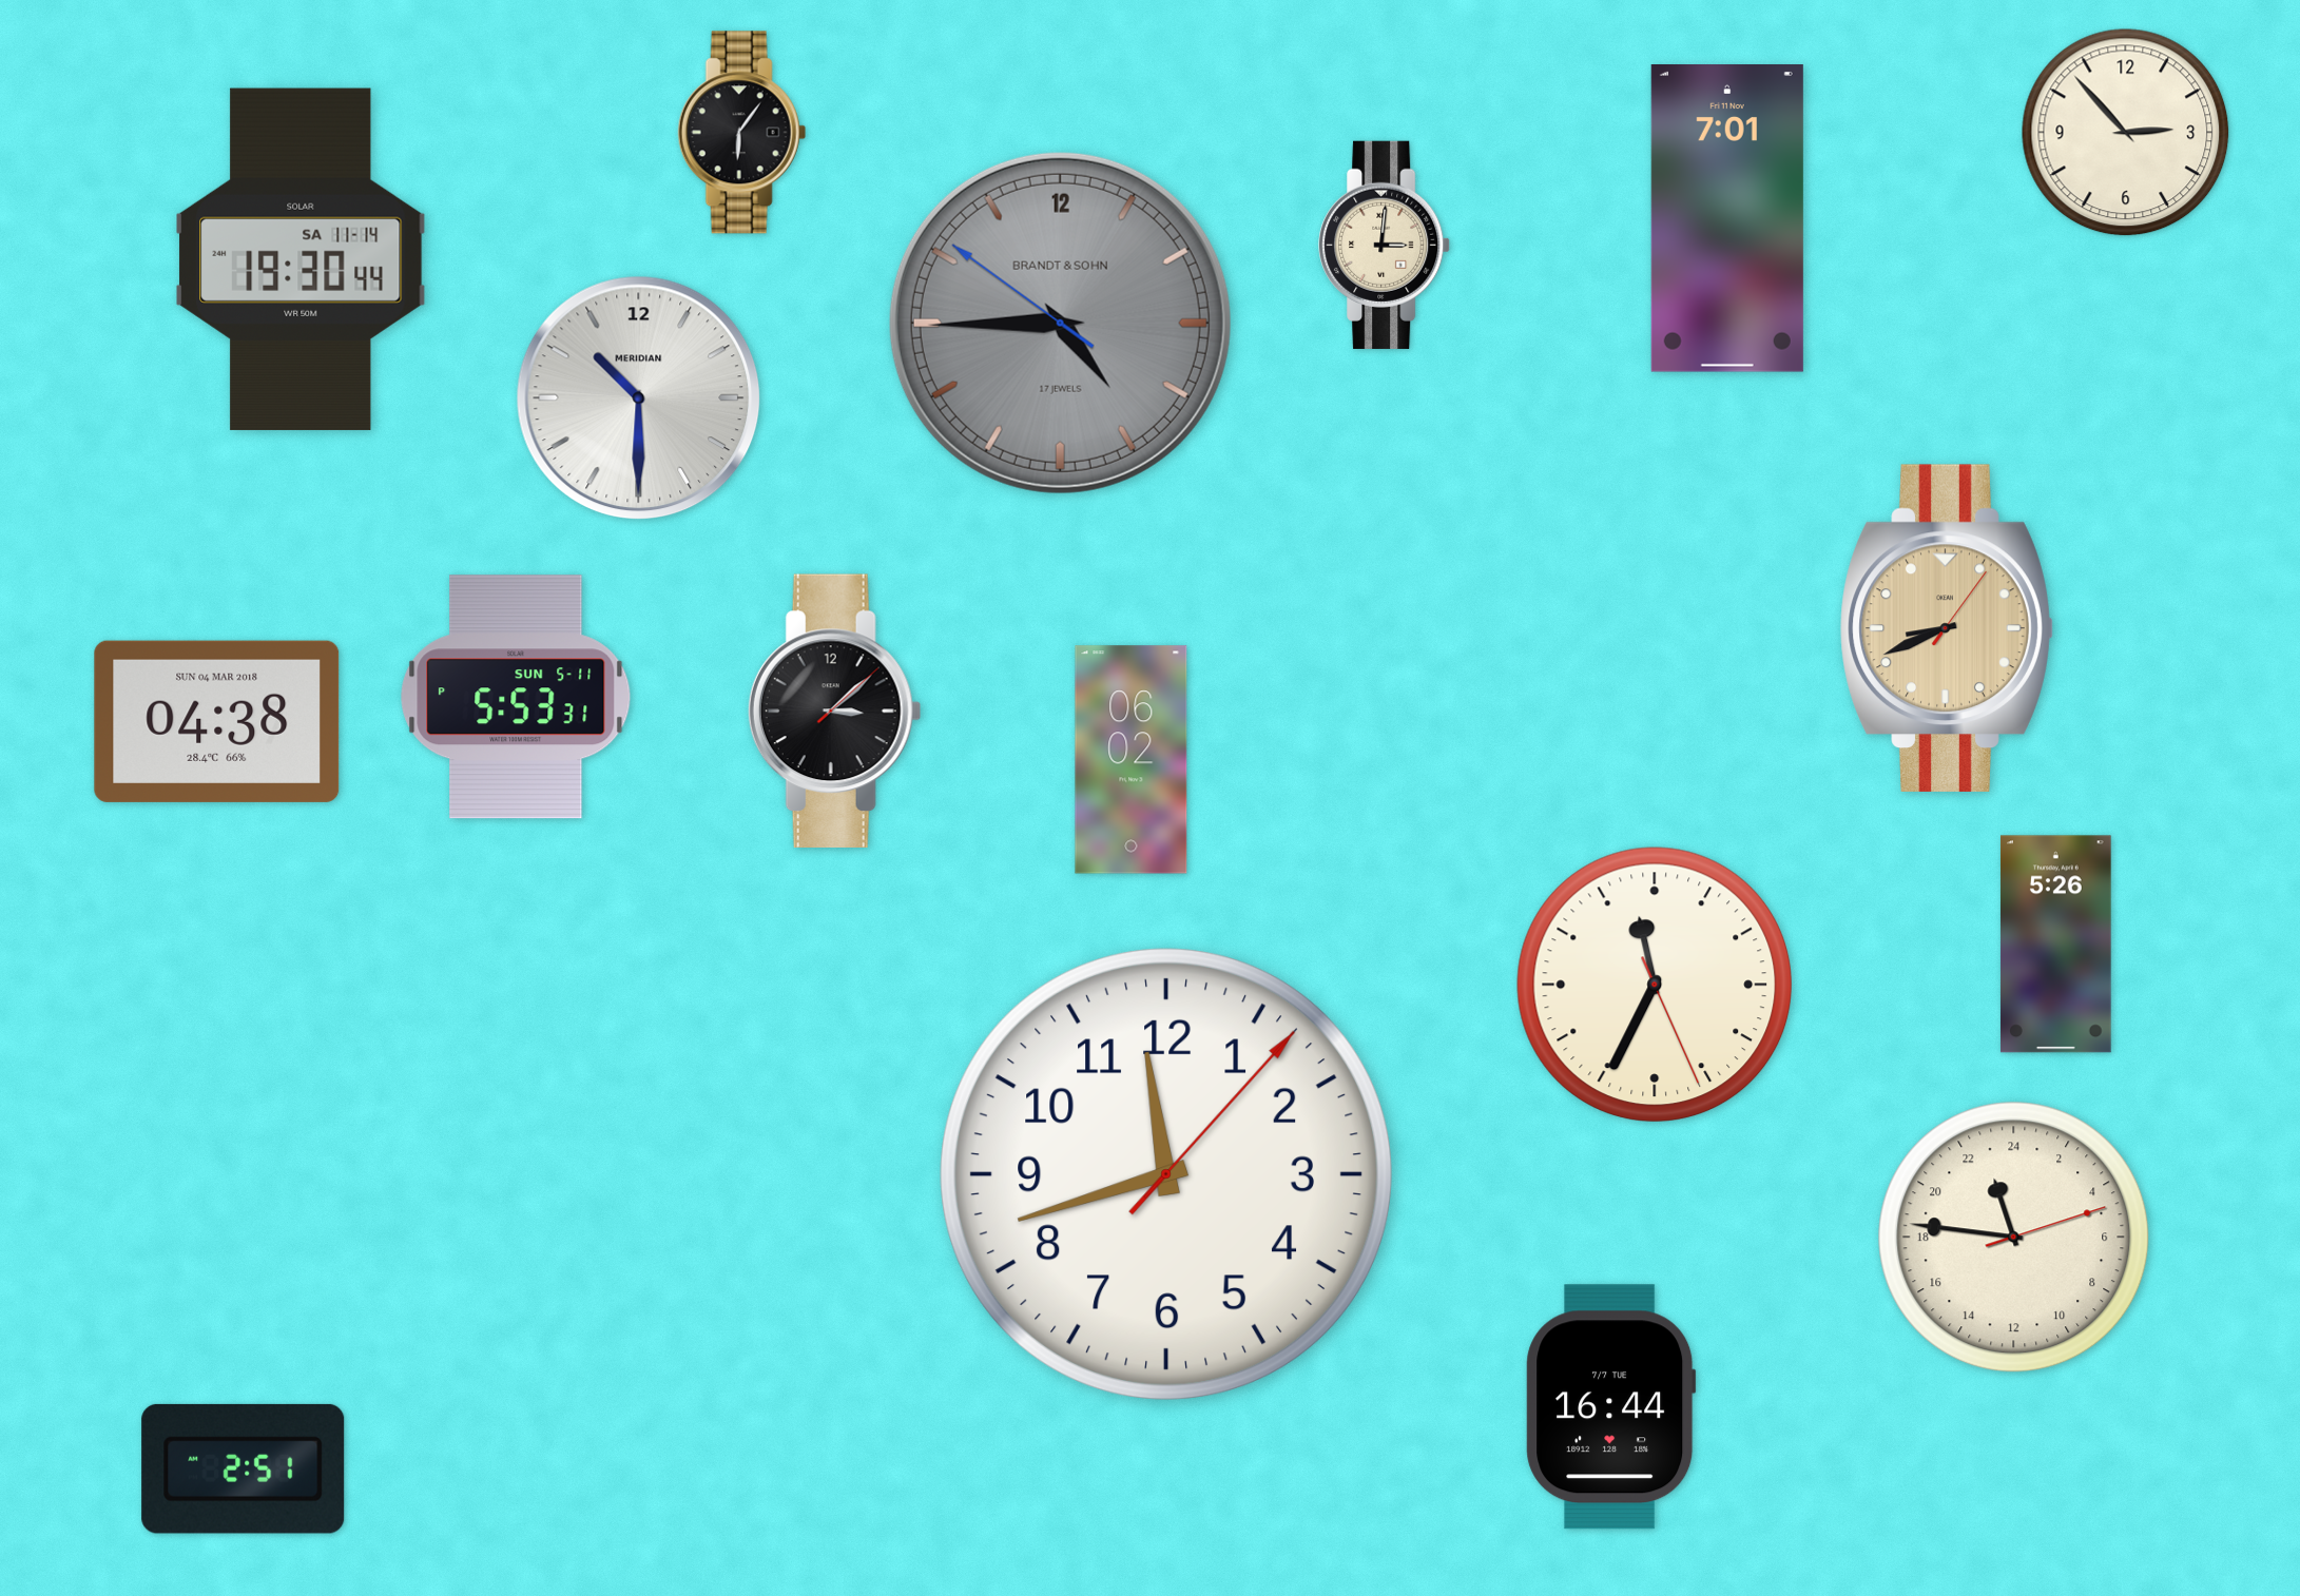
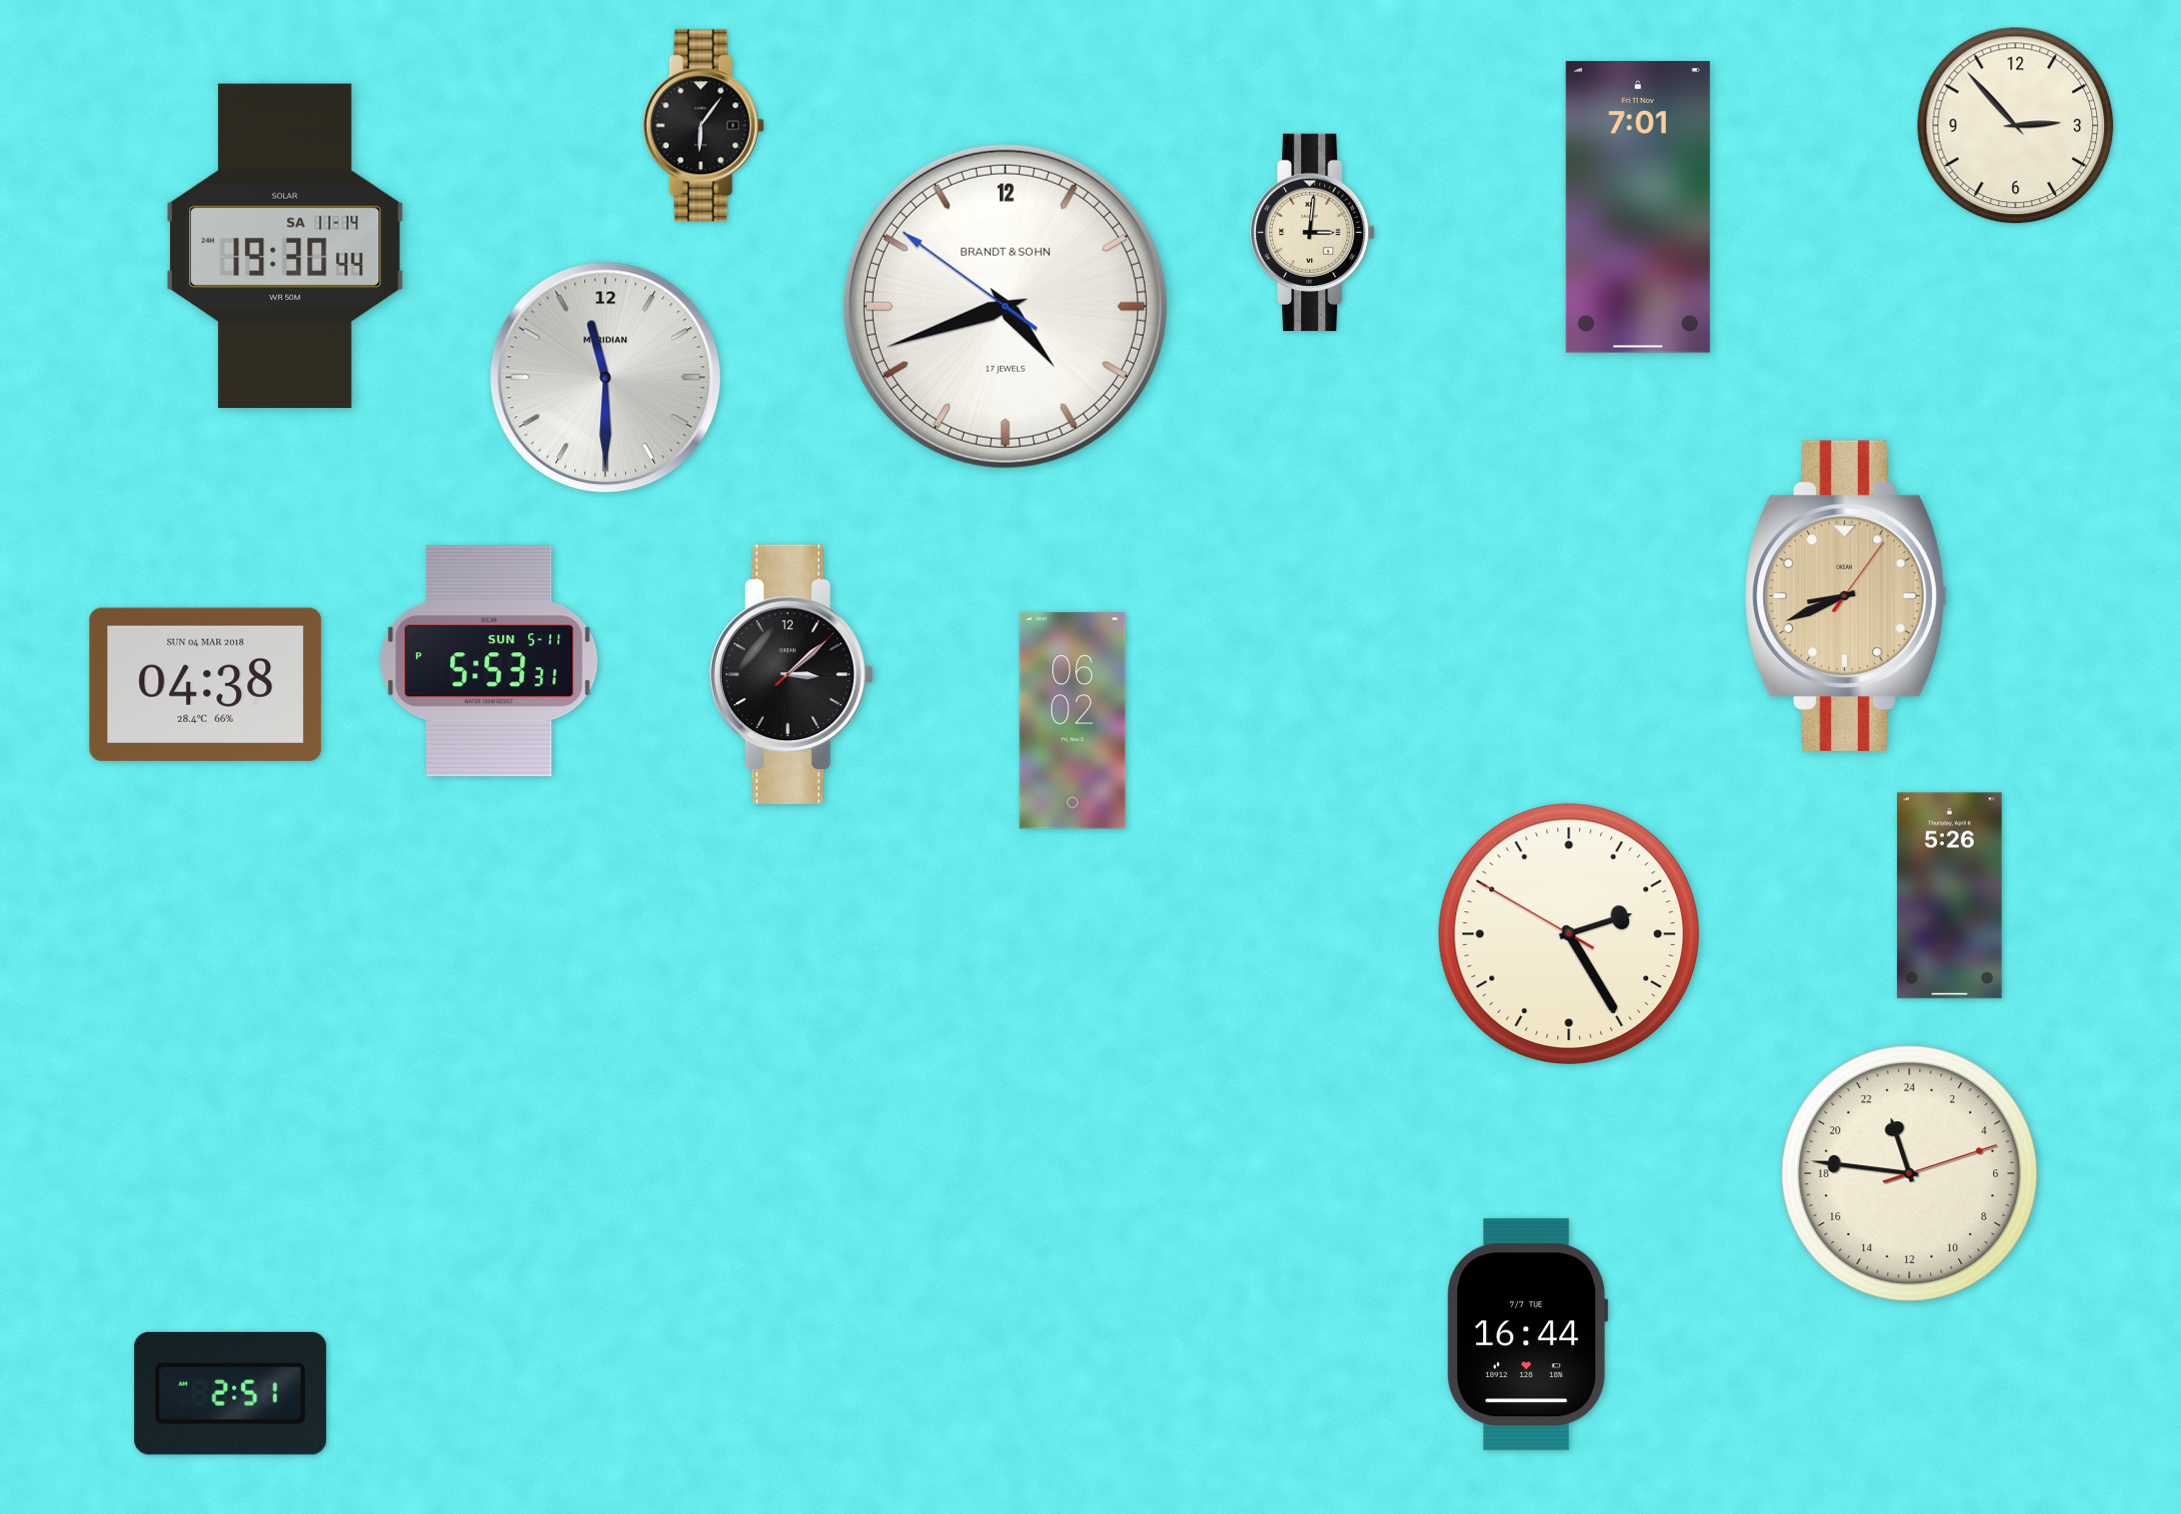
clock at (1060, 323): 4:44 -> 4:41
clock at (1060, 323) dial: grey -> white
clock at (639, 398): 10:30 -> 11:30
clock at (1655, 985): 11:34 -> 2:24
clock at (1165, 1173): 11:42 -> none
